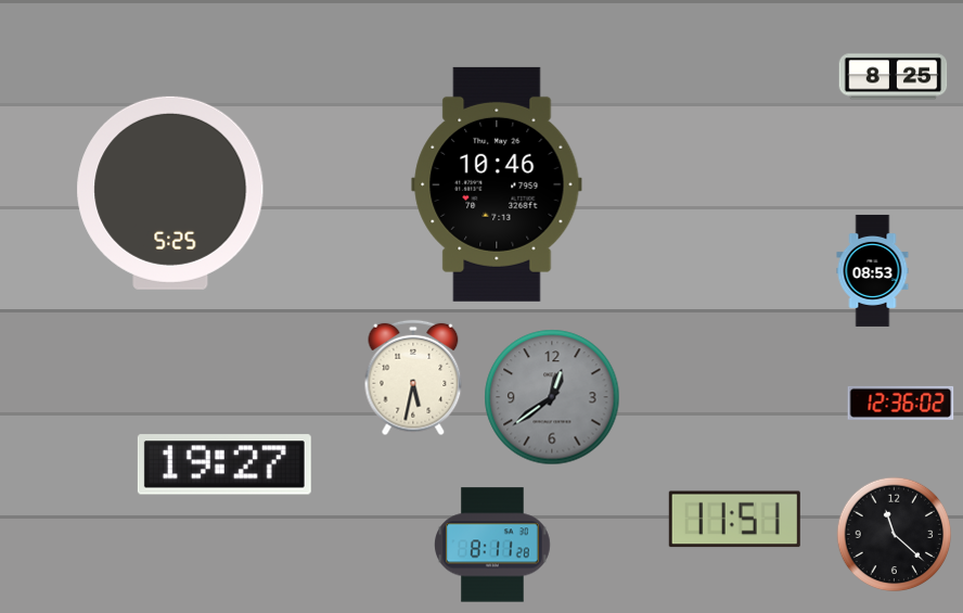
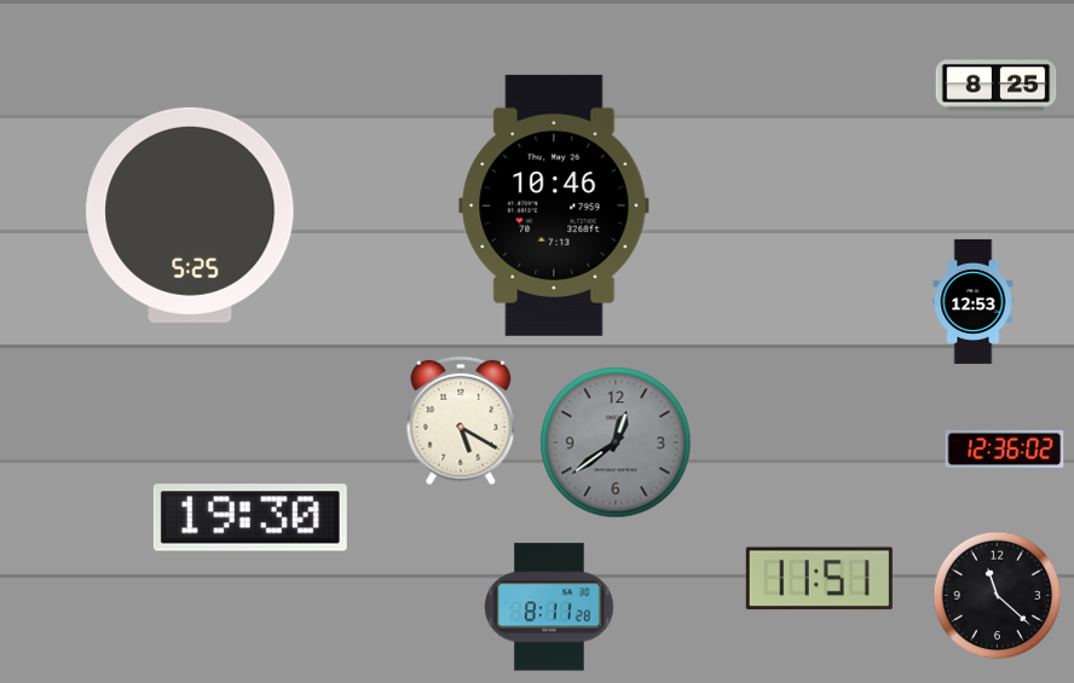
clock at (873, 270): 08:53 -> 12:53
clock at (413, 378): 5:32 -> 5:20
clock at (224, 464): 19:27 -> 19:30
